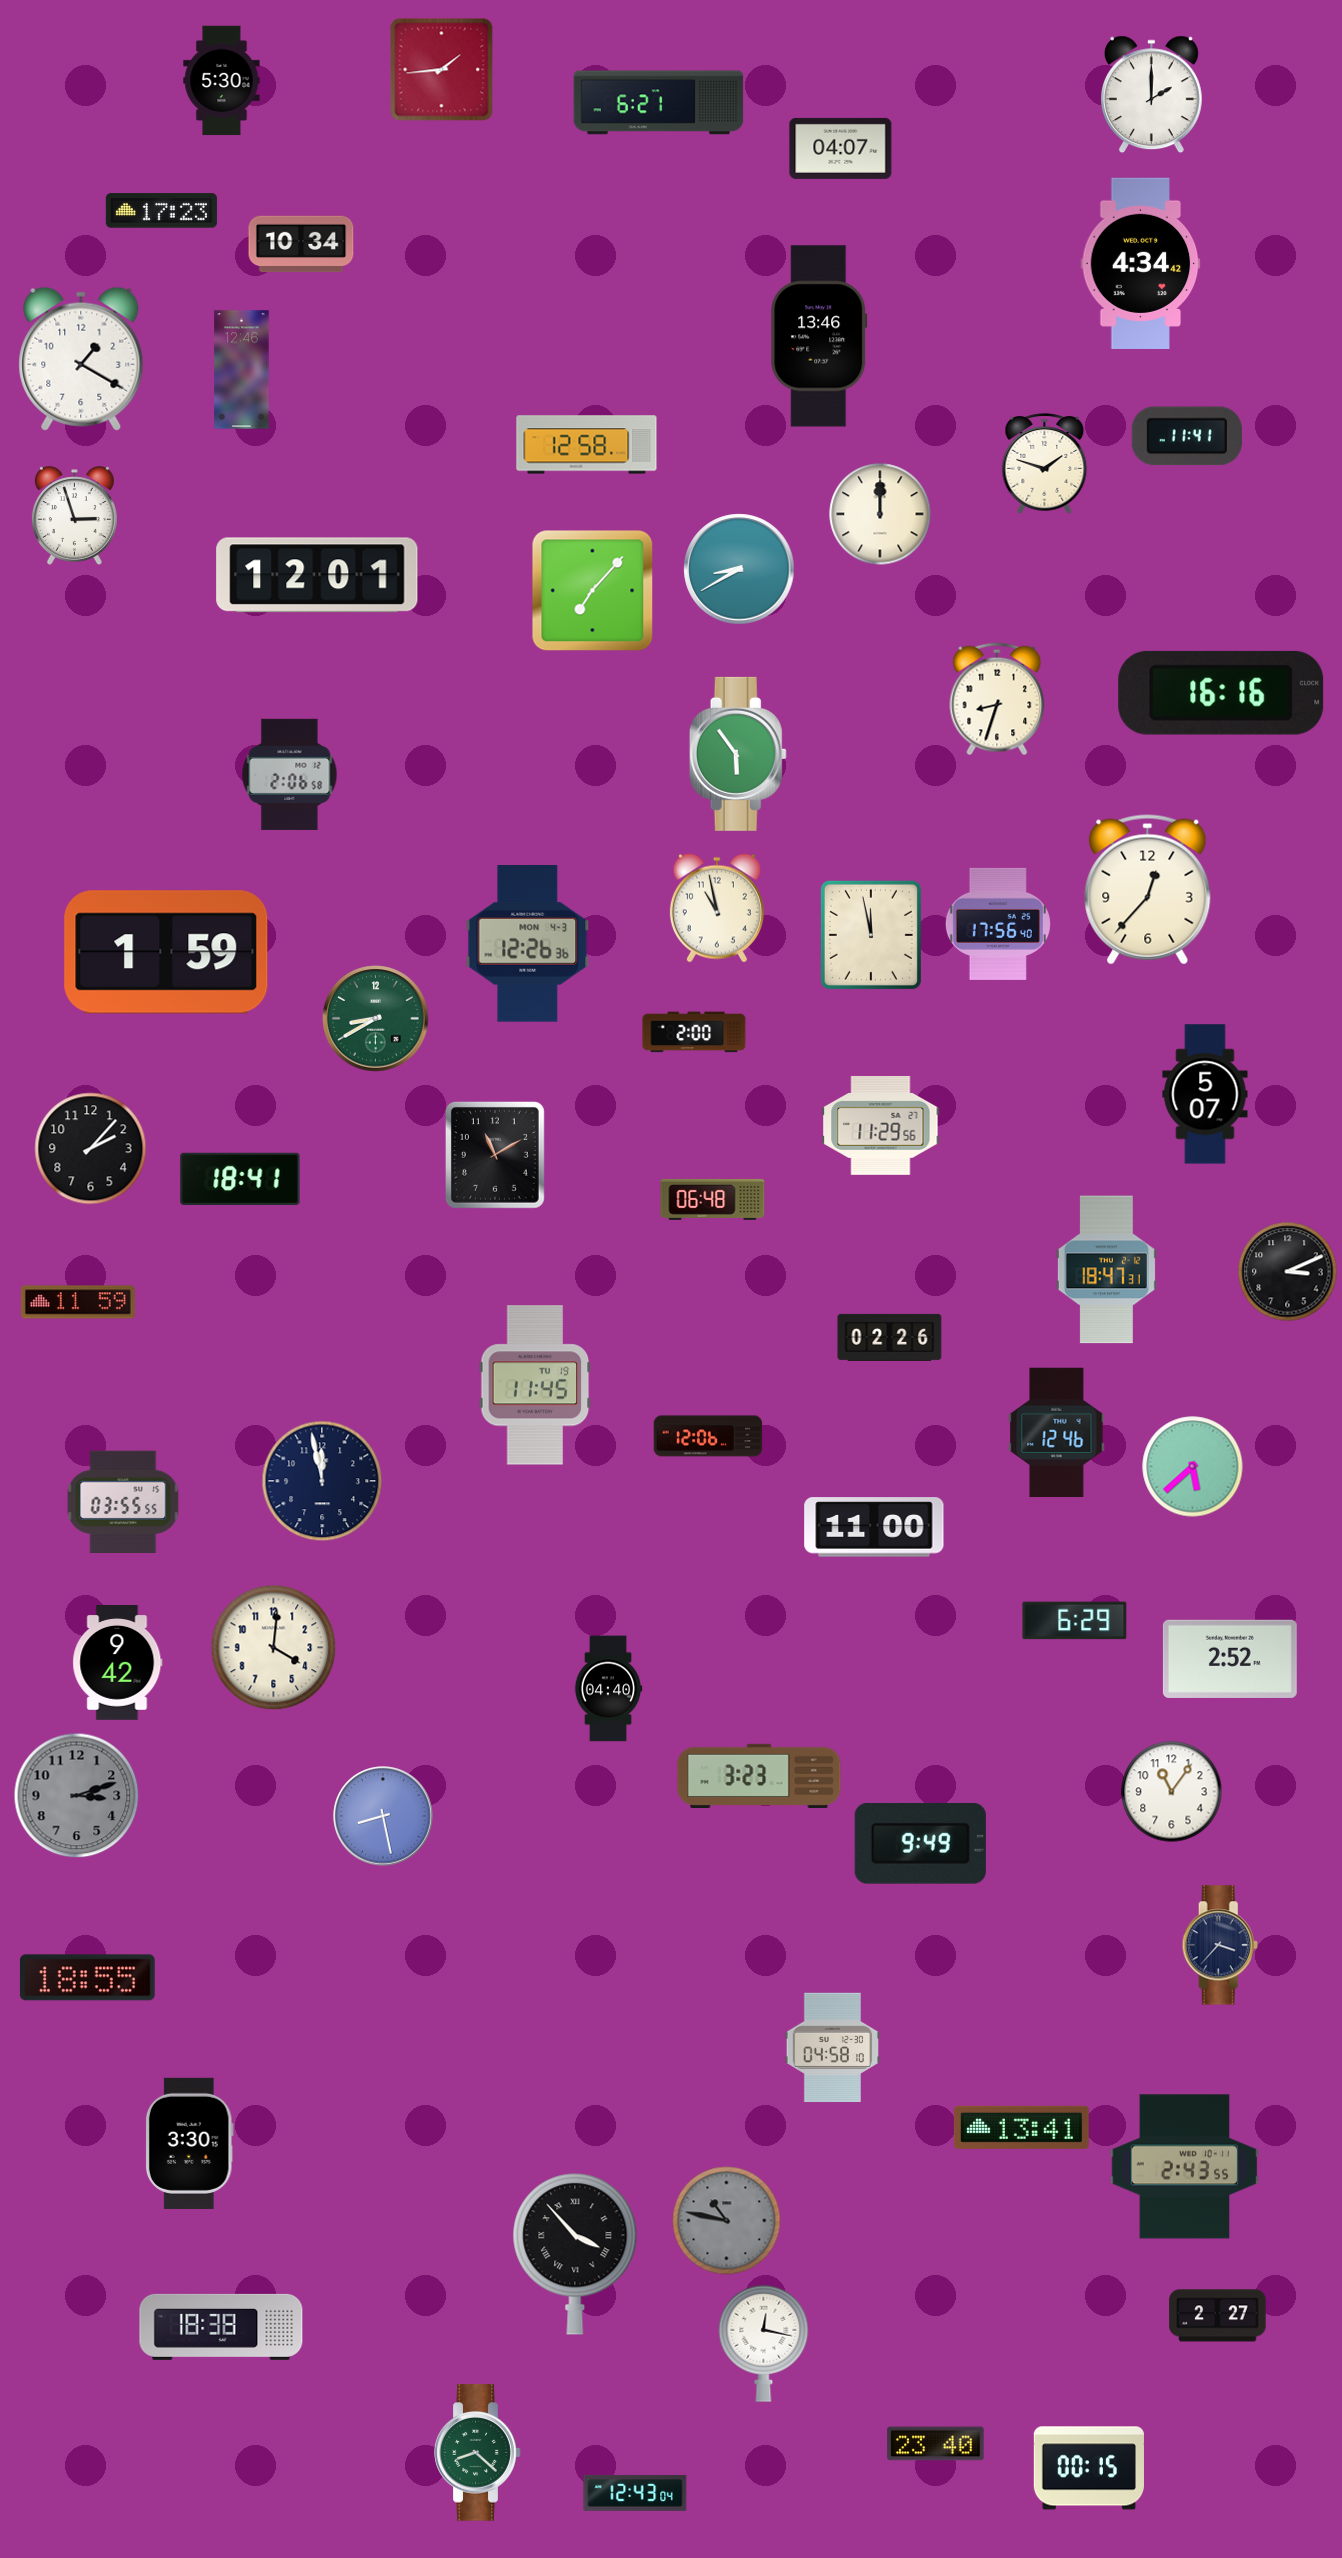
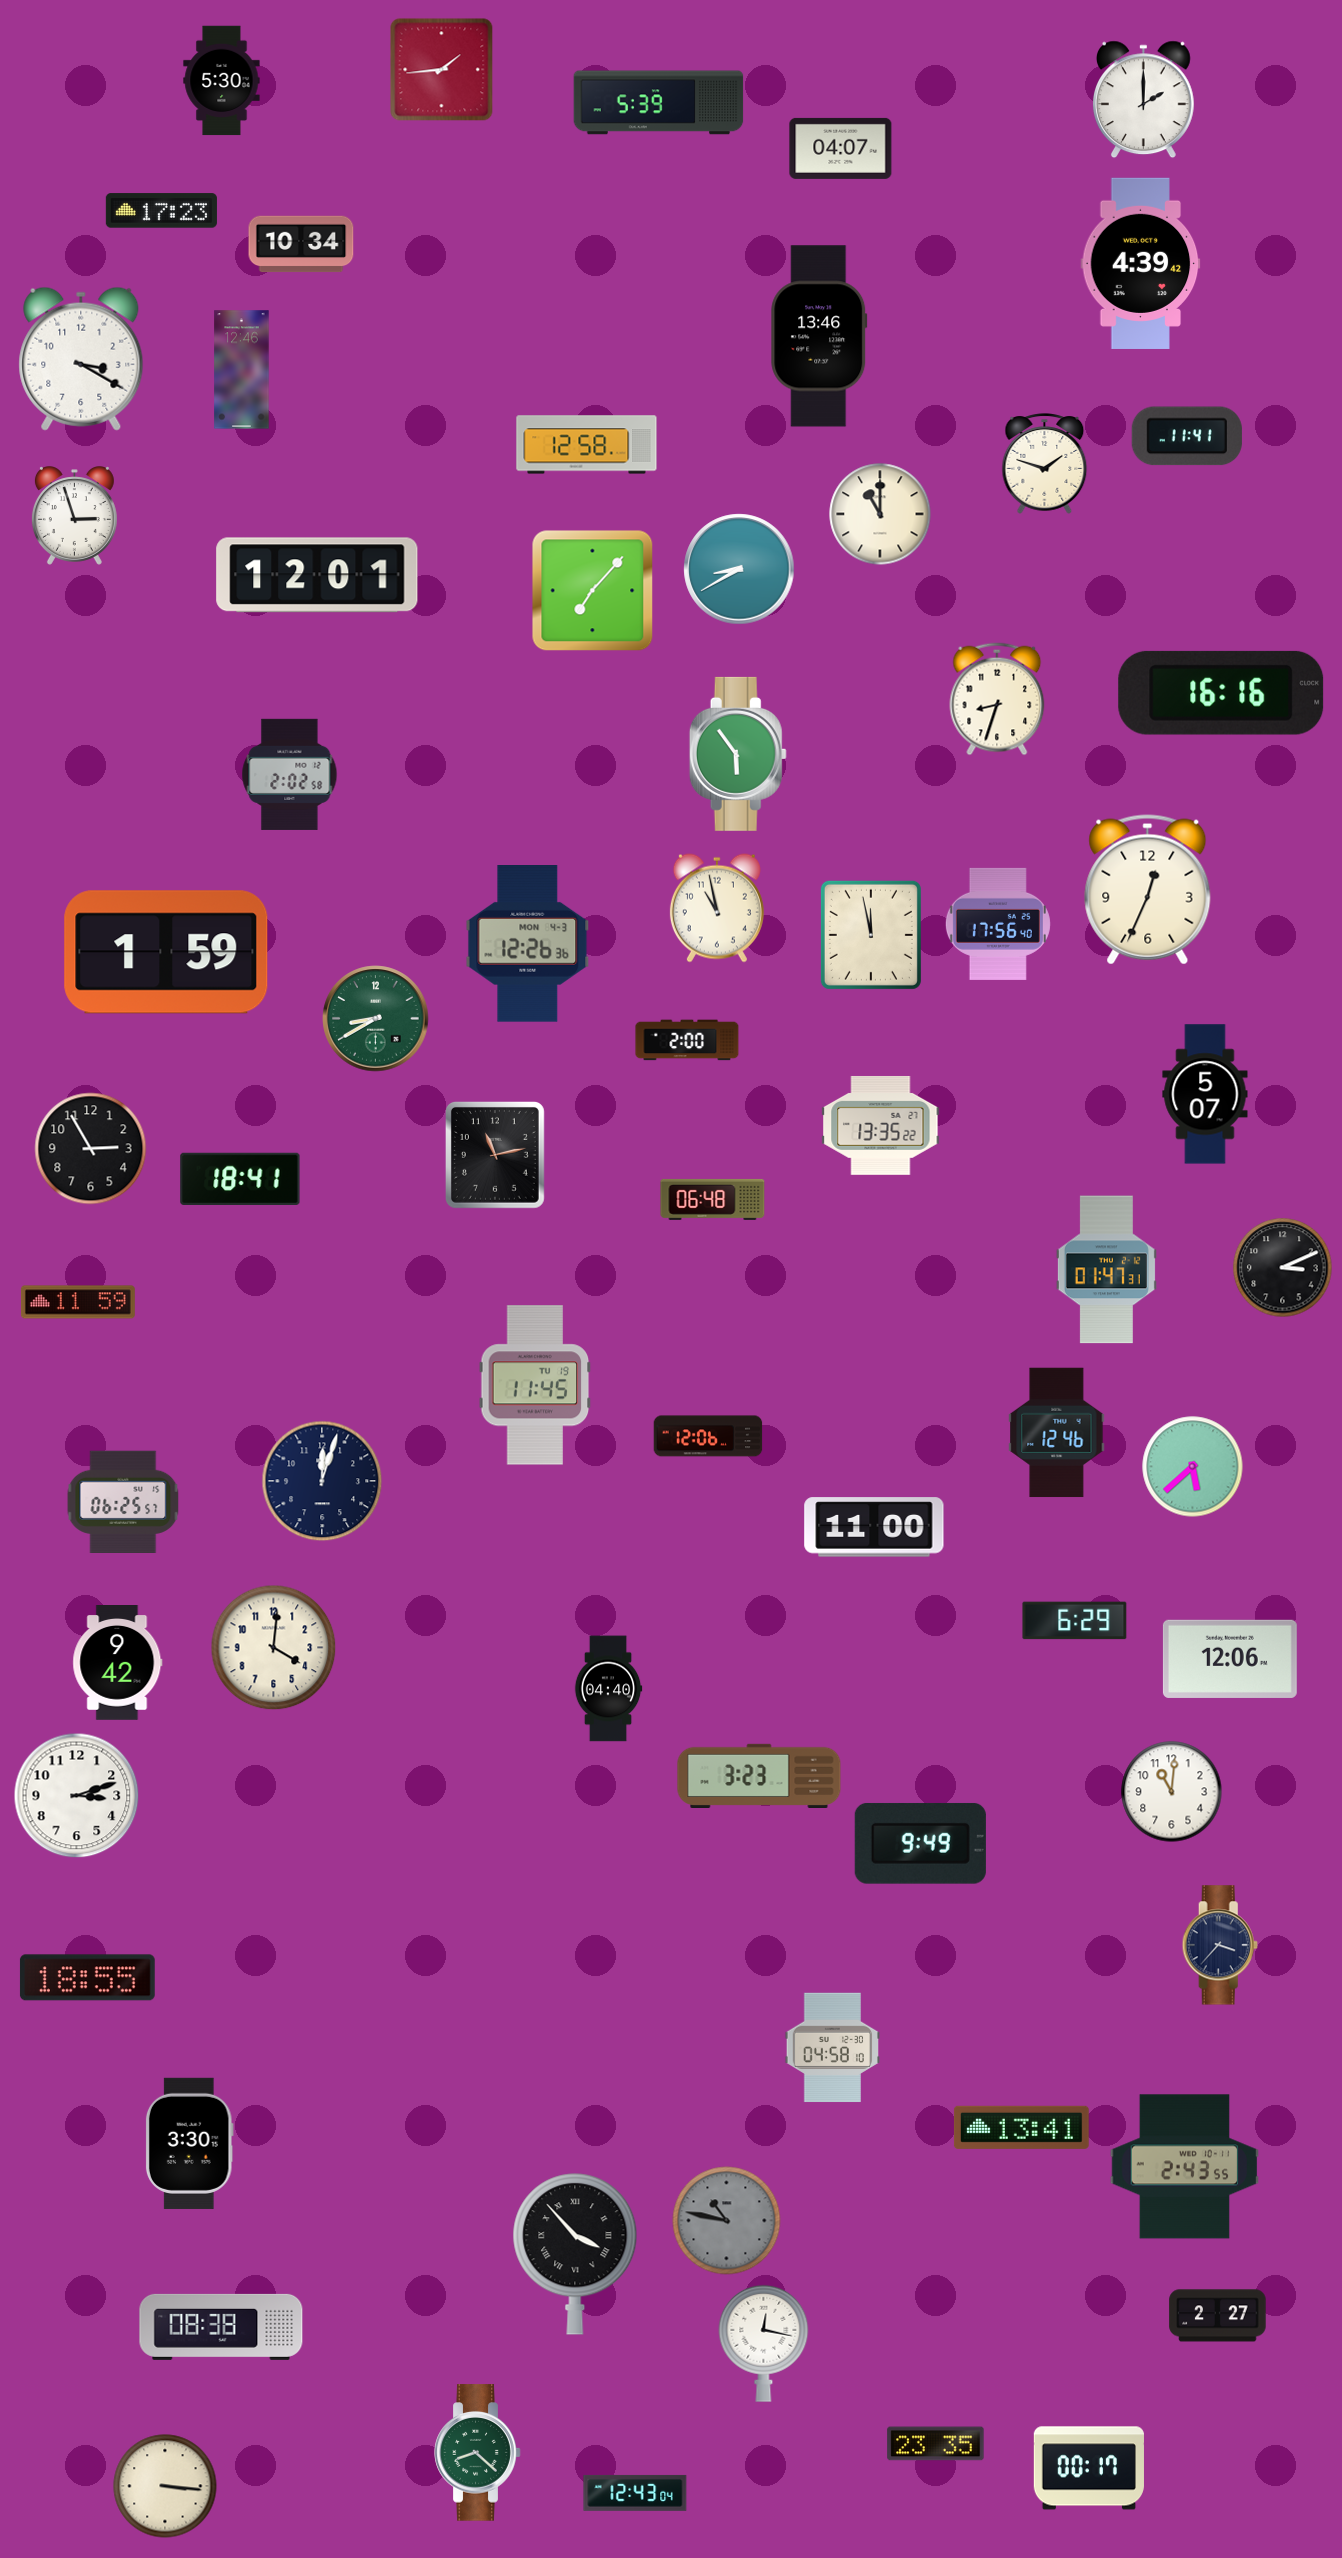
clock at (1151, 95) position: (1151, 95) -> (1143, 100)
clock at (659, 103): 6:21 -> 5:39
clock at (1141, 263): 4:34 -> 4:39
clock at (81, 359): 1:20 -> 3:20
clock at (880, 514): 12:00 -> 11:00
clock at (290, 774): 2:06 -> 2:02
clock at (1148, 890): 12:37 -> 12:34
clock at (694, 1032) position: (694, 1032) -> (687, 1040)
clock at (881, 1125): 11:29 -> 13:35
clock at (91, 1149): 2:07 -> 2:55
clock at (495, 1155): 11:10 -> 11:13
clock at (1106, 1270): 18:47 -> 01:47
clock at (1288, 1272) position: (1288, 1272) -> (1283, 1268)
clock at (890, 1337): 02:26 -> none
clock at (322, 1481): 11:58 -> 12:03
clock at (123, 1501): 03:55 -> 06:25
clock at (1230, 1659): 2:52 -> 12:06
clock at (1172, 1792): 11:06 -> 11:01
clock at (77, 1796) dial: grey -> white
clock at (383, 1816): 8:28 -> none
clock at (221, 2327): 18:38 -> 08:38
clock at (936, 2444): 23:40 -> 23:35
clock at (1089, 2468): 00:15 -> 00:17
clock at (165, 2486): none -> 3:16
